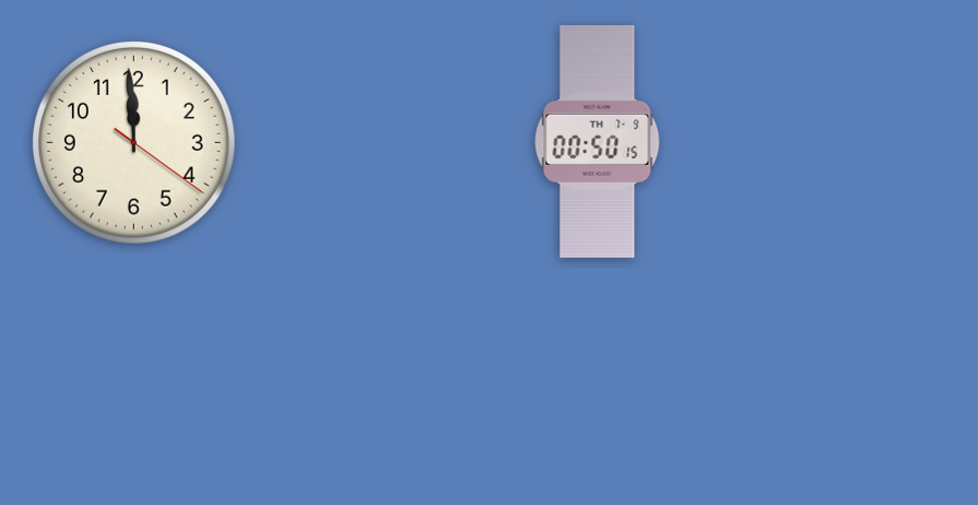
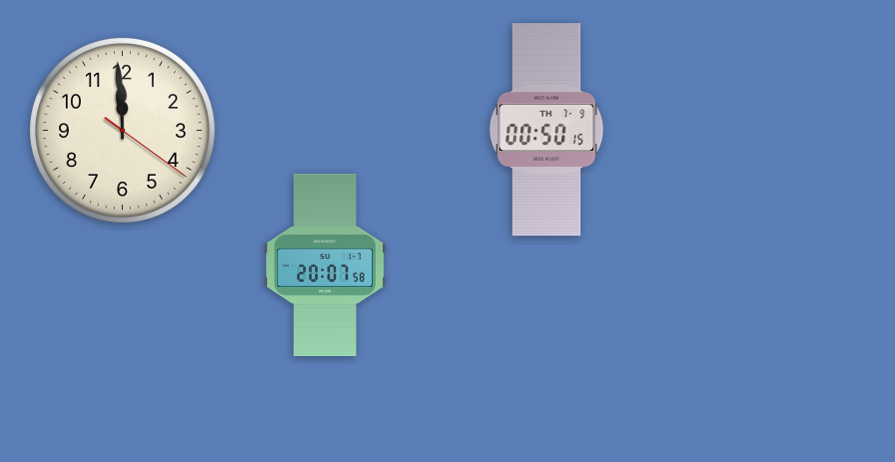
clock at (325, 265): none -> 20:07
